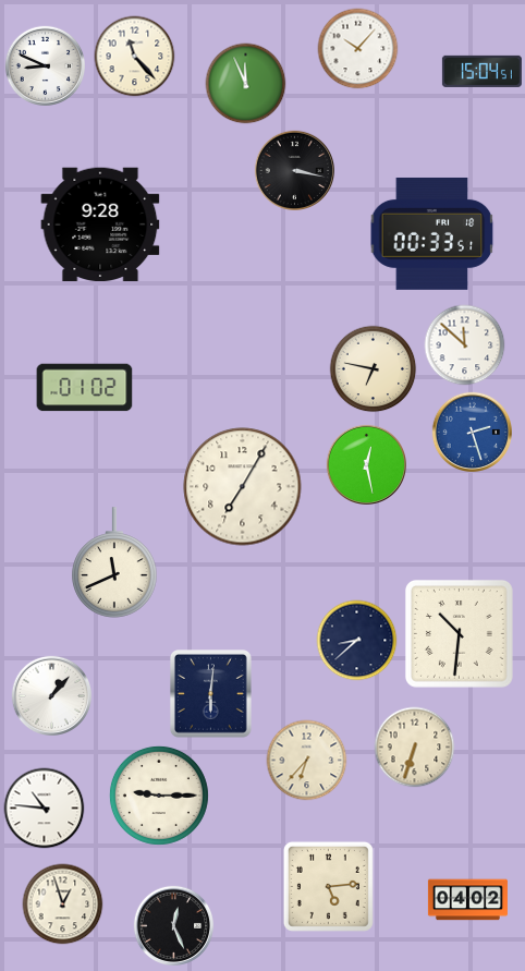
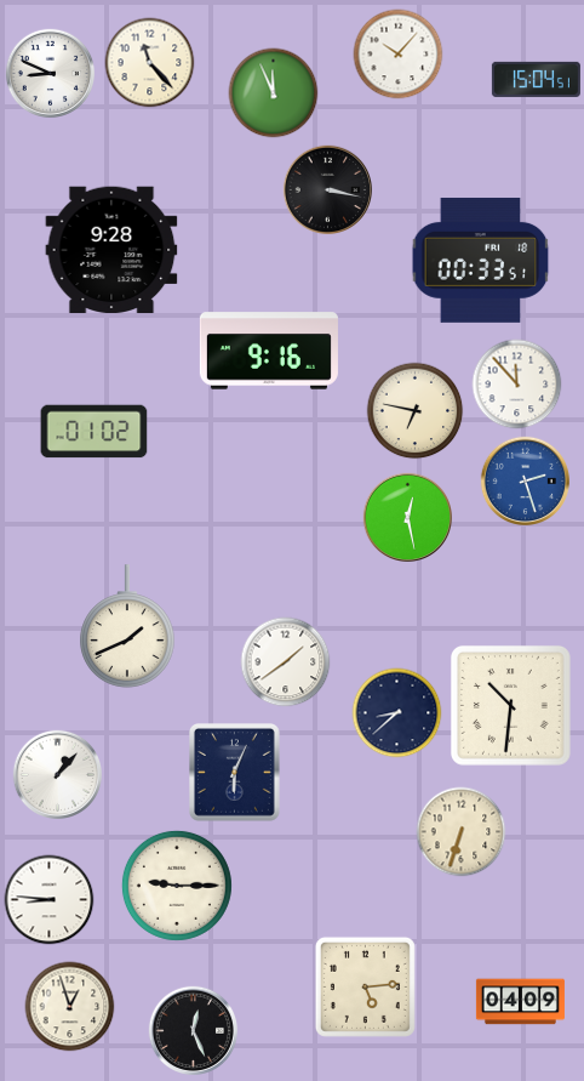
clock at (269, 351): none -> 9:16
clock at (465, 345): 11:52 -> 11:53
clock at (243, 487): 7:05 -> none
clock at (114, 562): 11:41 -> 1:41
clock at (286, 662): none -> 1:39
clock at (211, 694): 6:01 -> 6:04
clock at (307, 761): 6:37 -> none
clock at (45, 809): 10:46 -> 8:46
clock at (467, 900): 04:02 -> 04:09
